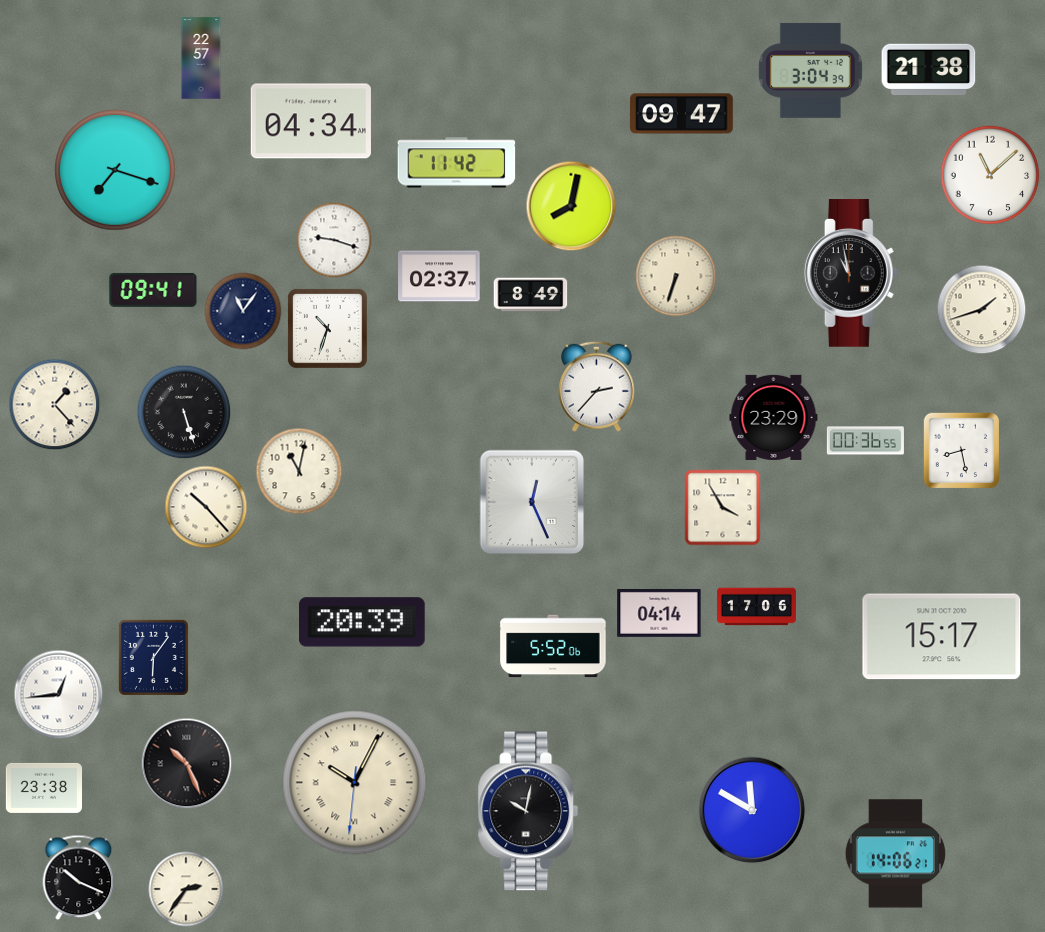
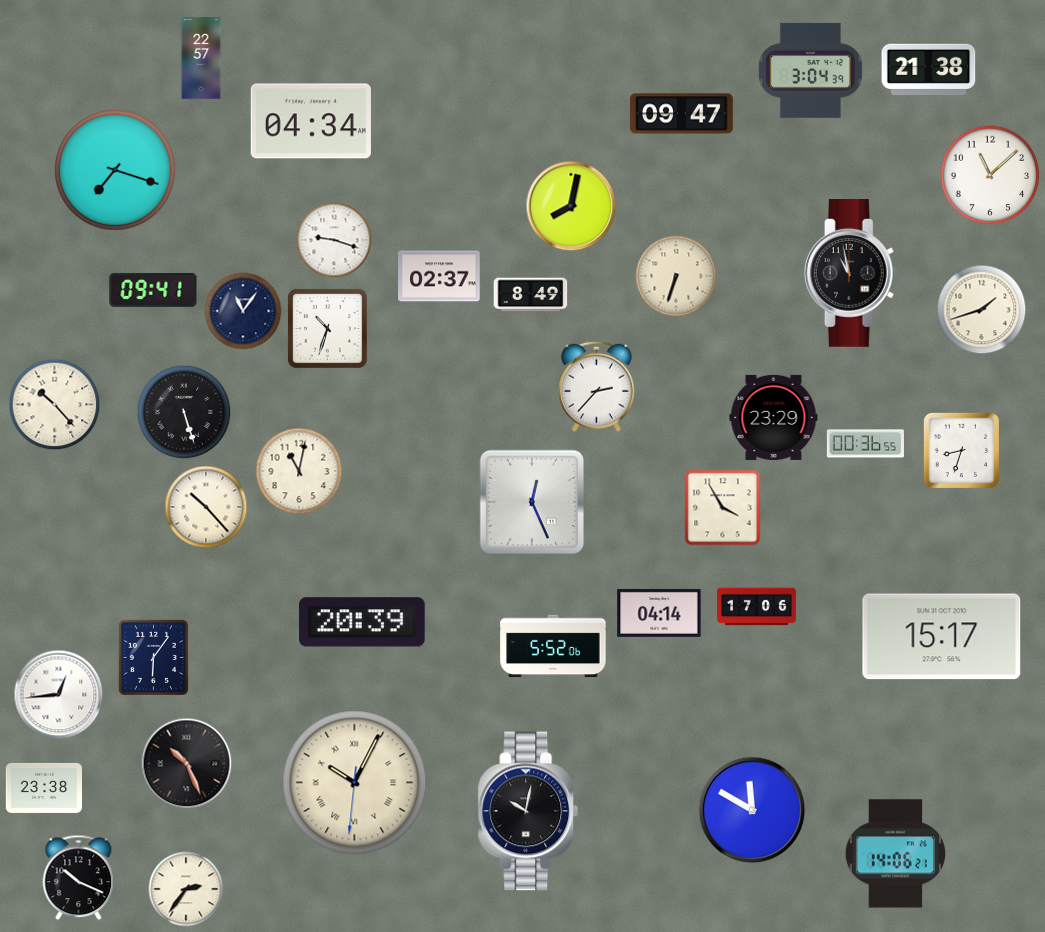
clock at (457, 163): 11:42 -> none
clock at (55, 405): 1:23 -> 10:23
clock at (865, 441) position: (865, 441) -> (865, 444)
clock at (961, 451): 8:28 -> 8:33
